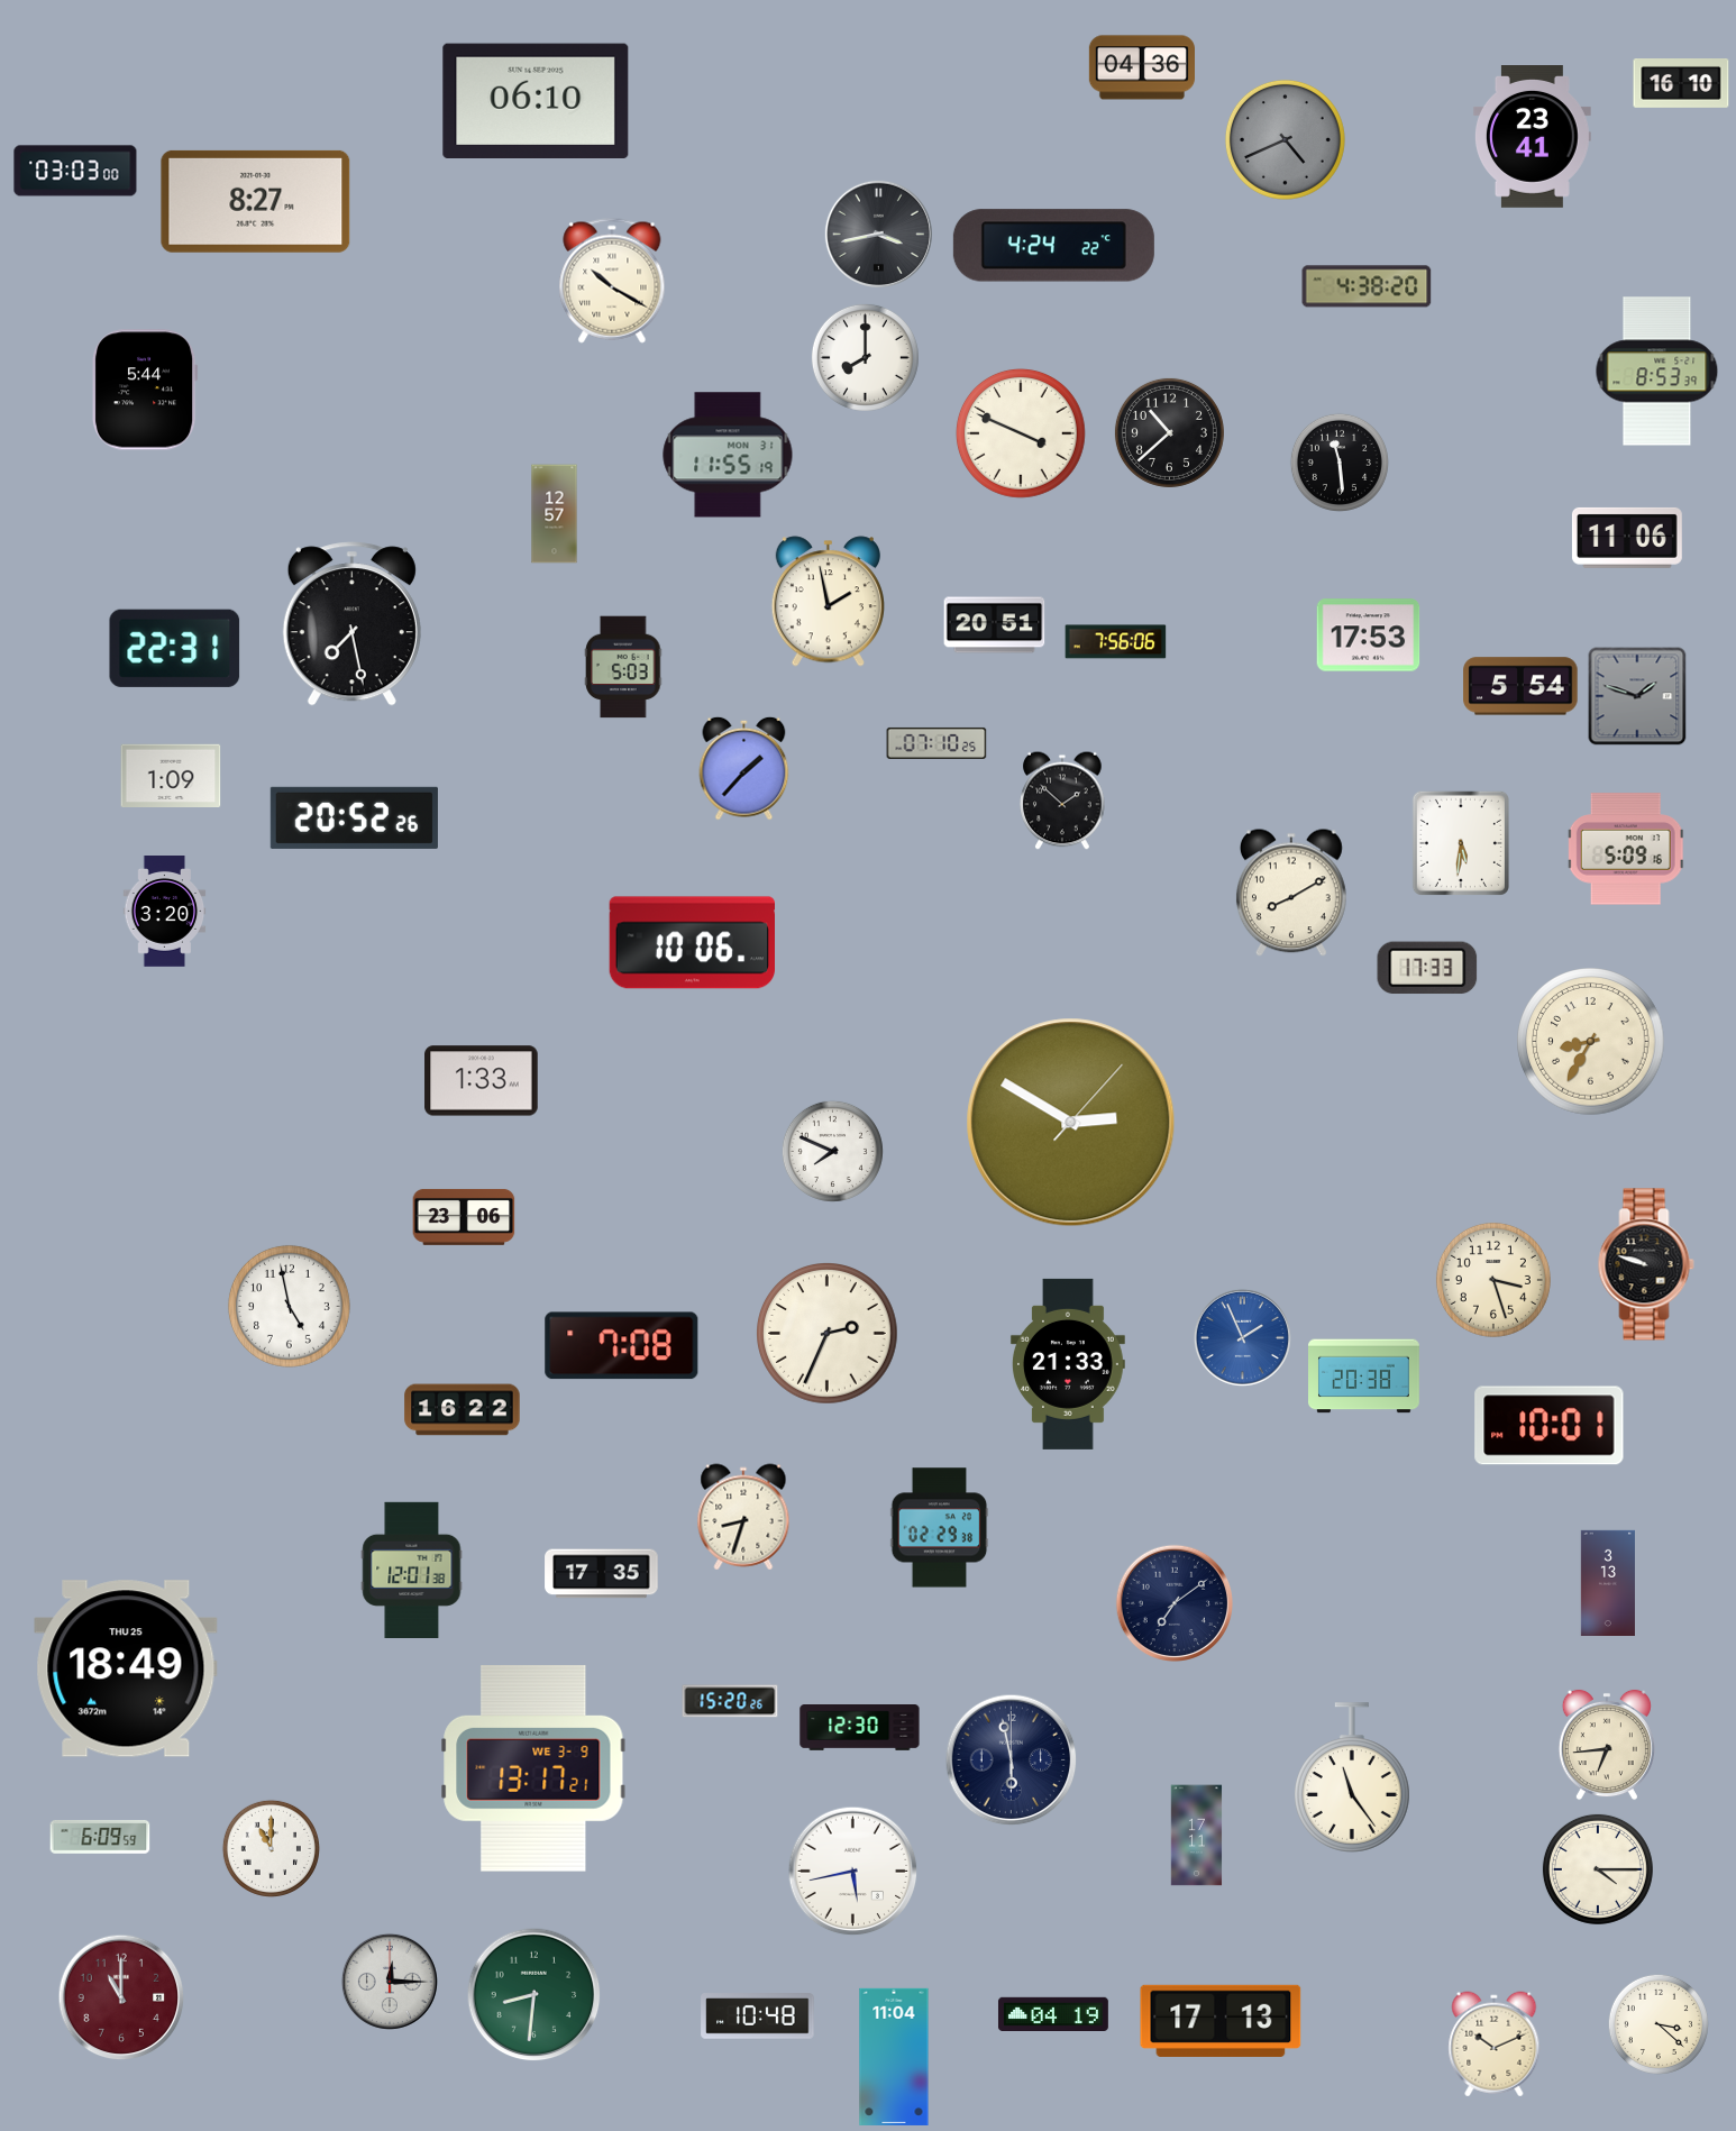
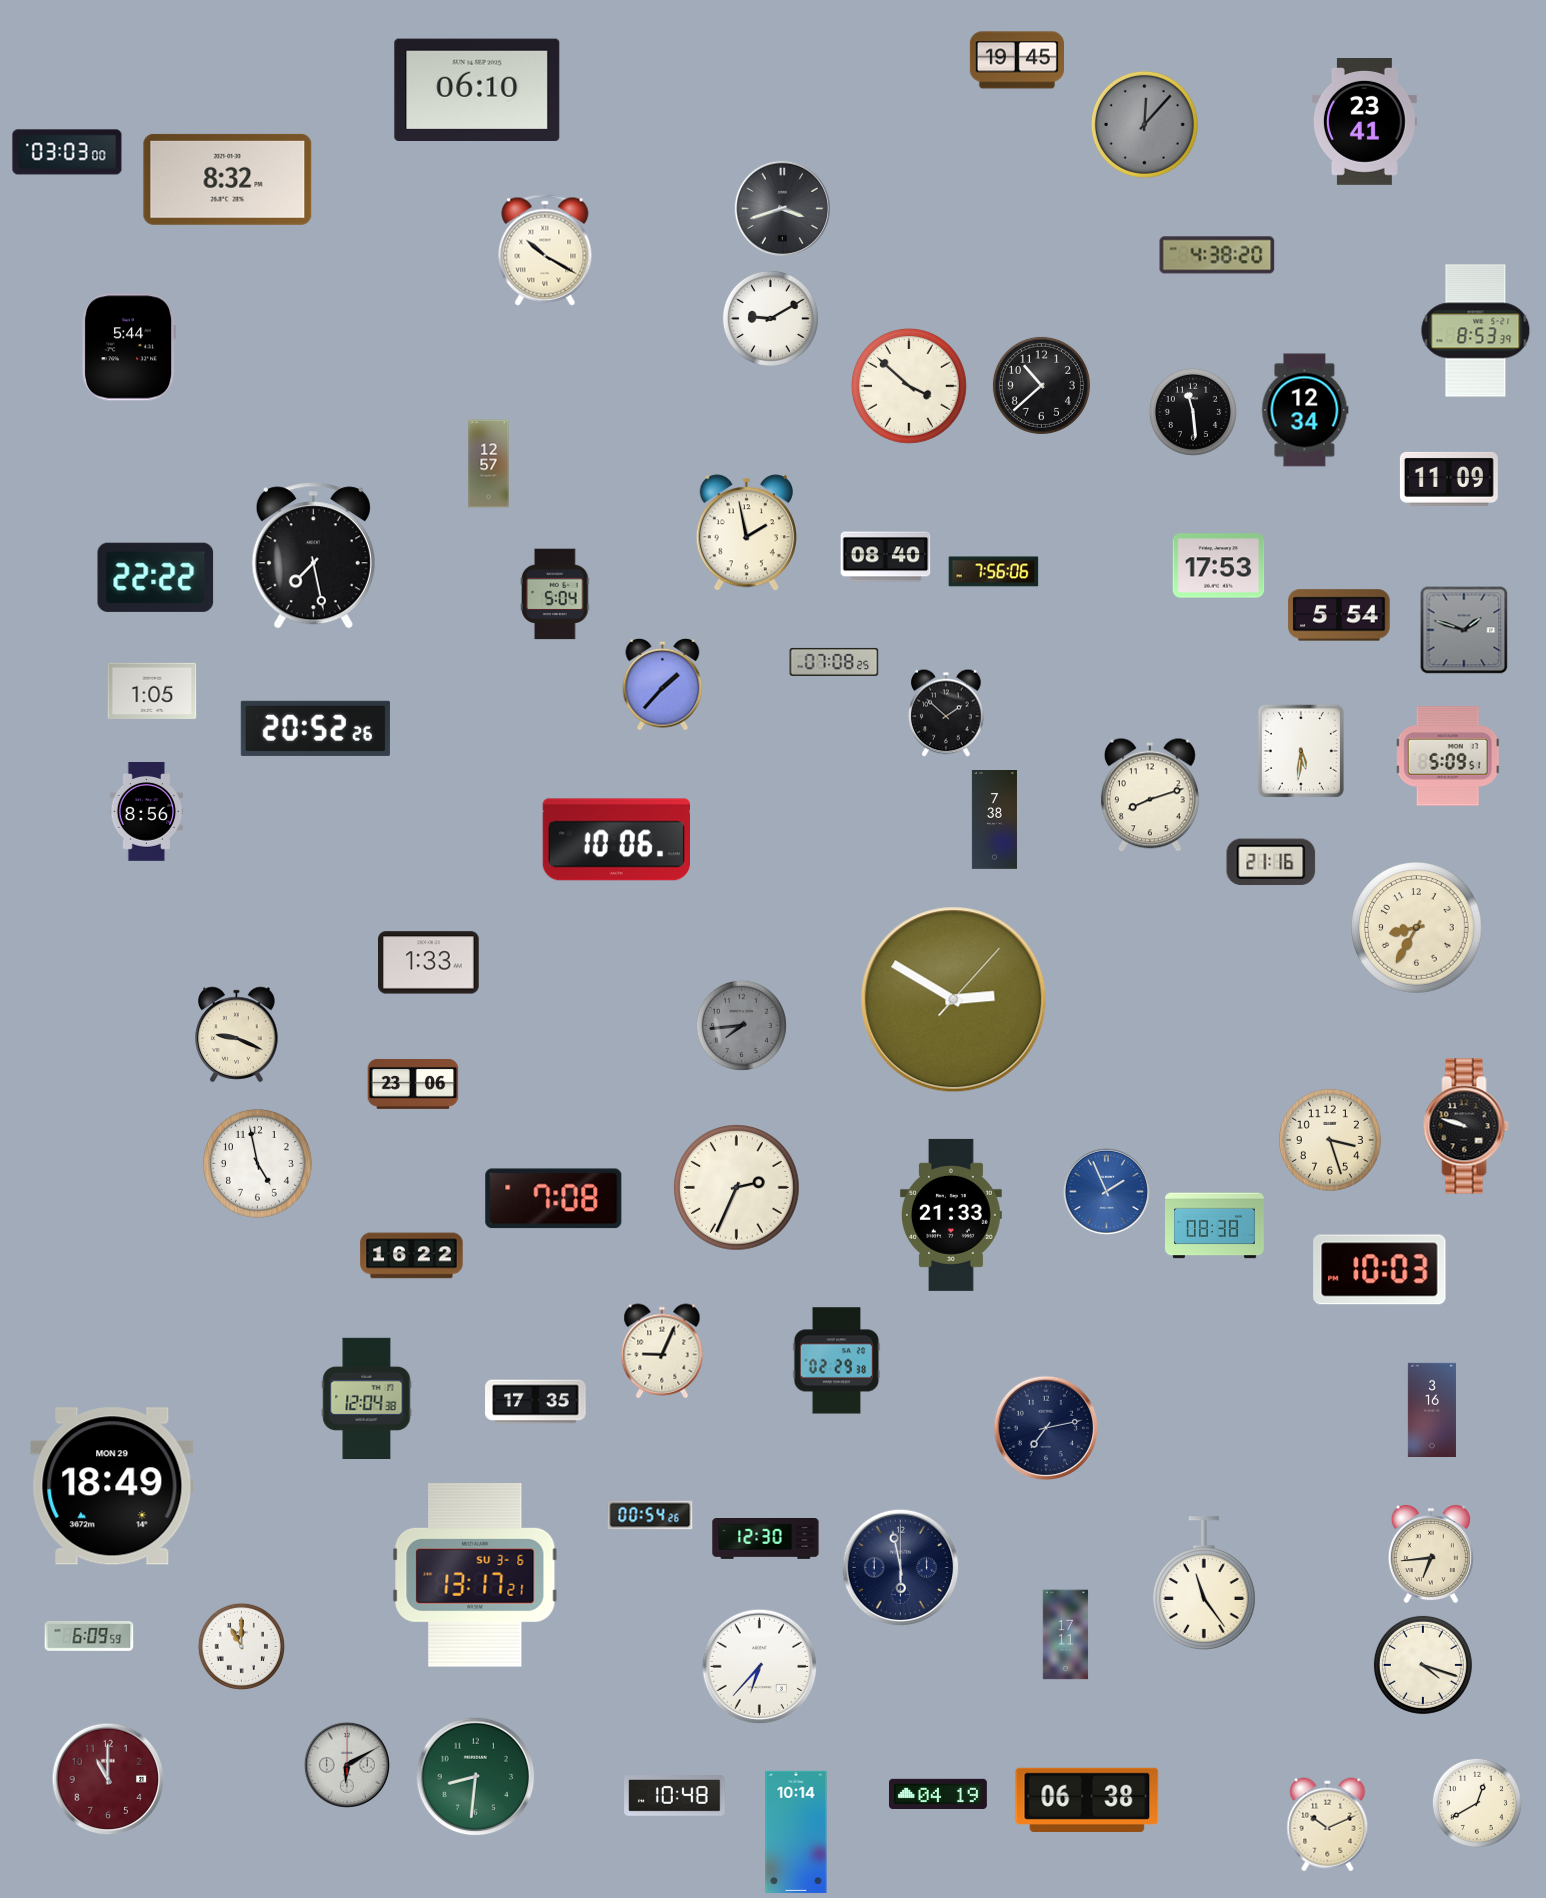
clock at (1141, 67): 04:36 -> 19:45
clock at (1681, 84): 16:10 -> none
clock at (1285, 139): 4:41 -> 12:07
clock at (256, 201): 8:27 -> 8:32
clock at (878, 234): 3:43 -> 3:42
clock at (1053, 246): 4:24 -> none
clock at (865, 357): 8:00 -> 9:10
clock at (1021, 433): 3:49 -> 3:52
clock at (728, 455): 11:55 -> none
clock at (1305, 410): none -> 12:34
clock at (555, 514) position: (555, 514) -> (489, 464)
clock at (1627, 538): 11:06 -> 11:09
clock at (828, 602) position: (828, 602) -> (746, 533)
clock at (995, 625): 20:51 -> 08:40
clock at (175, 648): 22:31 -> 22:22
clock at (624, 667): 5:03 -> 5:04
clock at (1520, 686) position: (1520, 686) -> (1339, 615)
clock at (1637, 696) position: (1637, 696) -> (1464, 630)
clock at (936, 743): 07:10 -> 07:08
clock at (171, 776): 1:09 -> 1:05
clock at (1626, 849): 5:09:16 -> 5:09:51
clock at (1291, 893): 8:10 -> 8:12
clock at (165, 912): 3:20 -> 8:56
clock at (994, 820): none -> 7:38
clock at (1427, 968): 17:33 -> 21:16
clock at (832, 1151): 7:49 -> 7:44
clock at (832, 1151) dial: white -> grey
clock at (237, 1035): none -> 9:19
clock at (1364, 1377): 20:38 -> 08:38
clock at (1550, 1426): 10:01 -> 10:03
clock at (743, 1517): 8:33 -> 9:04
clock at (412, 1570): 12:01 -> 12:04
clock at (1608, 1582): 3:13 -> 3:16
clock at (1173, 1602): 7:09 -> 7:13
clock at (126, 1668) date: THU 25 -> MON 29
clock at (730, 1701): 15:20 -> 00:54
clock at (533, 1768) date: WE 3-9 -> SU 3-6
clock at (1598, 1869): 4:15 -> 4:18
clock at (853, 1872): 5:43 -> 6:37
clock at (390, 1982): 12:15 -> 6:10
clock at (1221, 2021): 17:13 -> 06:38
clock at (1659, 2024): 3:22 -> 12:40
clock at (1495, 2045) position: (1495, 2045) -> (1328, 1825)
clock at (894, 2057): 11:04 -> 10:14
